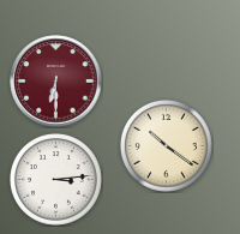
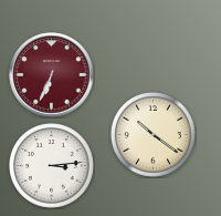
clock at (56, 82): 6:30 -> 6:34
